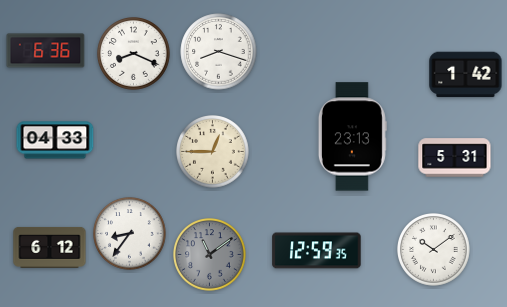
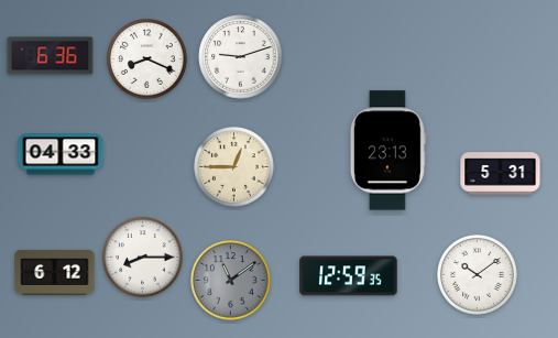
clock at (219, 52): 8:18 -> 9:12
clock at (466, 75): 1:42 -> none
clock at (130, 234): 8:36 -> 8:15
